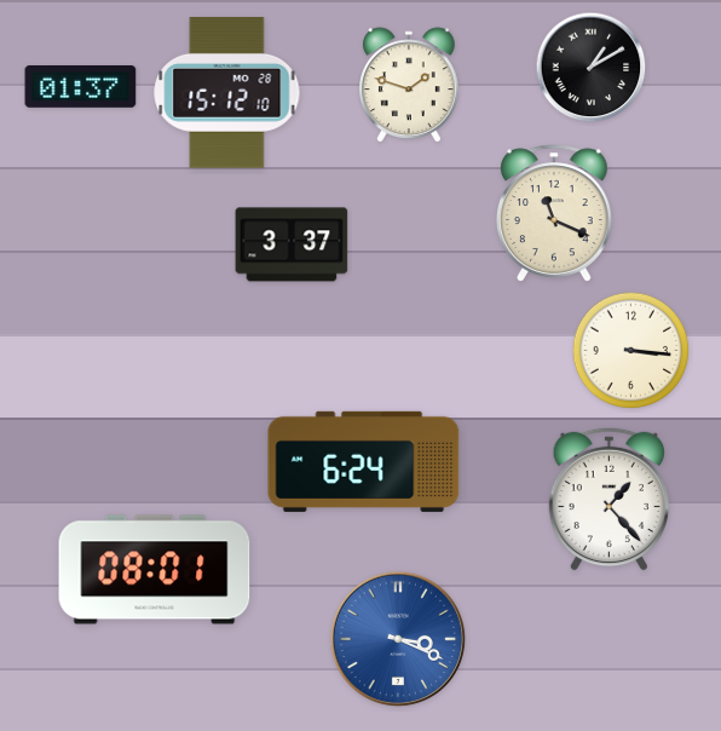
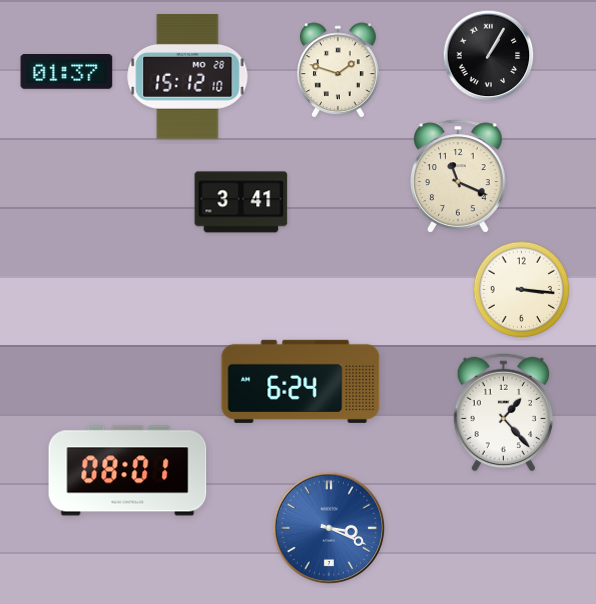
clock at (592, 68): 1:10 -> 1:05
clock at (292, 244): 3:37 -> 3:41
